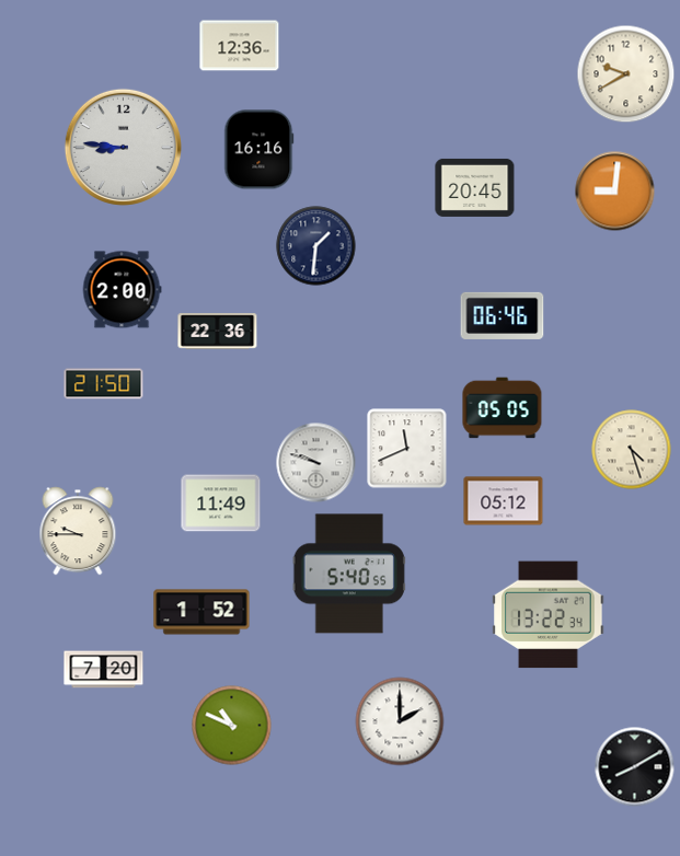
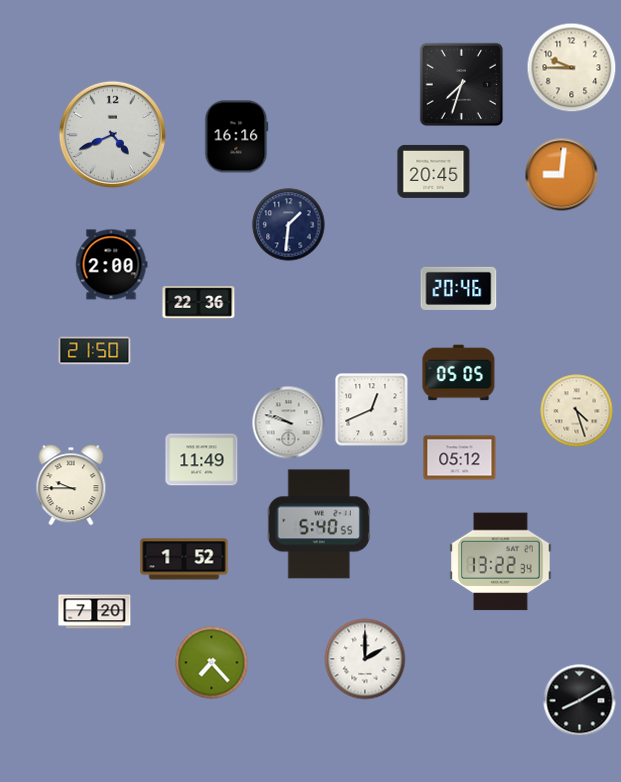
clock at (240, 46): 12:36 -> none
clock at (626, 74): 9:40 -> 9:45
clock at (462, 85): none -> 7:33
clock at (123, 147): 8:46 -> 4:41
clock at (503, 315): 06:46 -> 20:46
clock at (407, 449): 11:41 -> 12:41
clock at (232, 726): 10:49 -> 7:23
